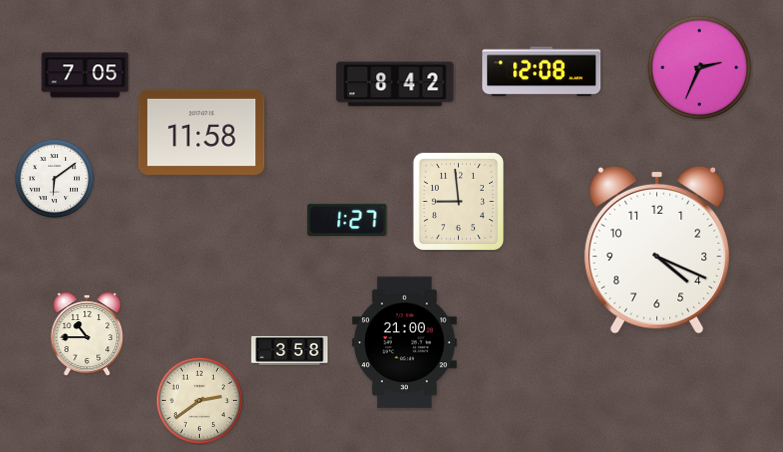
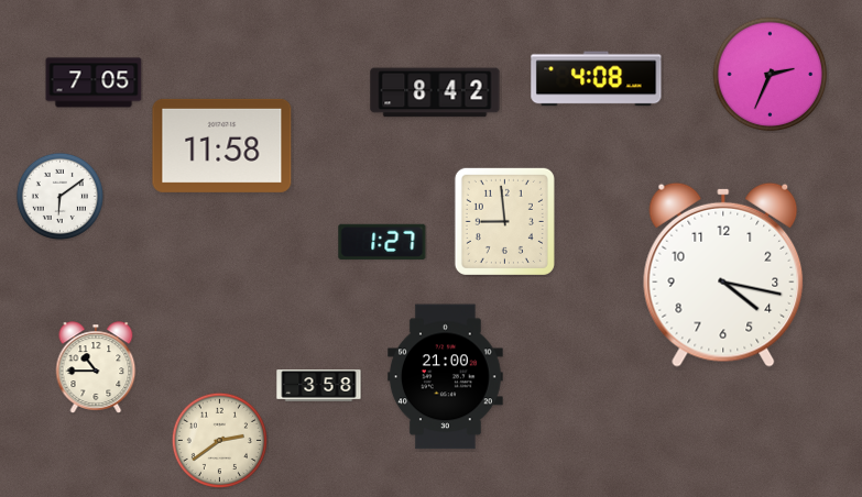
clock at (542, 72): 12:08 -> 4:08
clock at (657, 250): 4:19 -> 4:17
